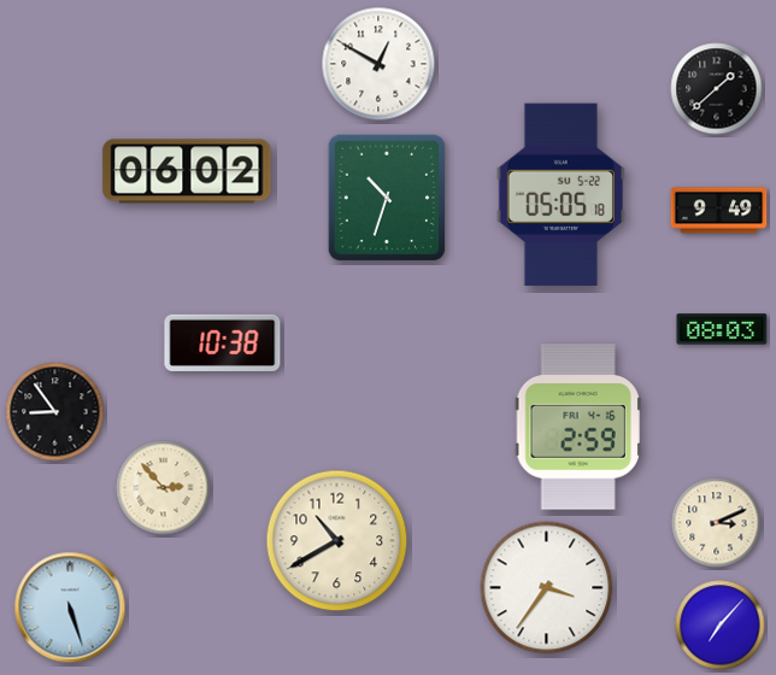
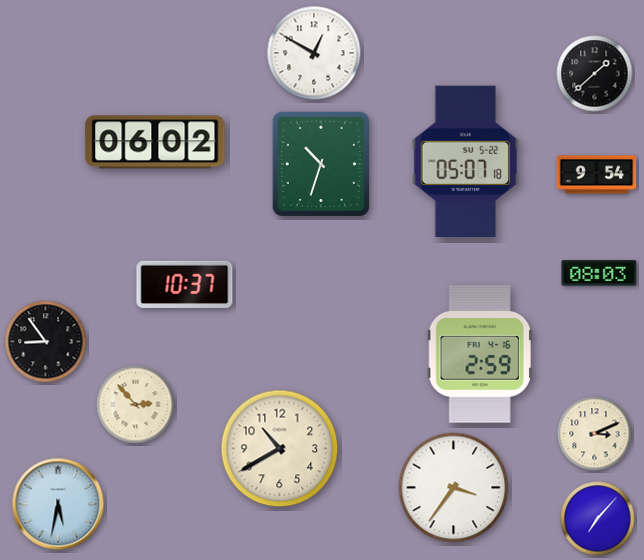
clock at (560, 195): 05:05 -> 05:07
clock at (719, 211): 9:49 -> 9:54
clock at (223, 342): 10:38 -> 10:37
clock at (70, 607): 5:27 -> 5:32
